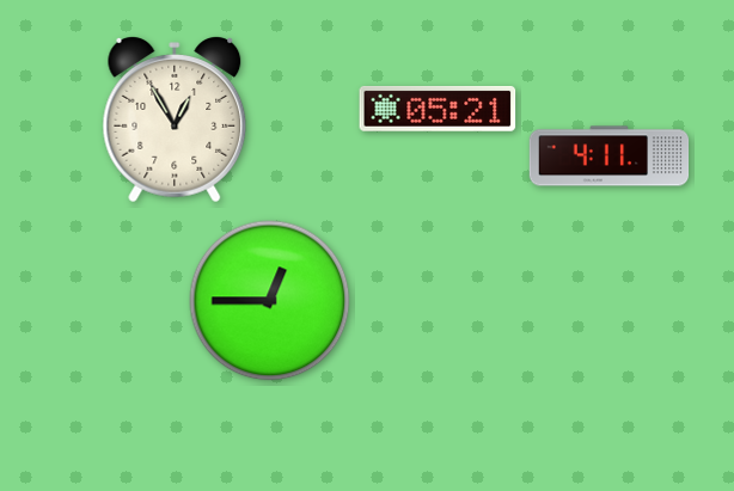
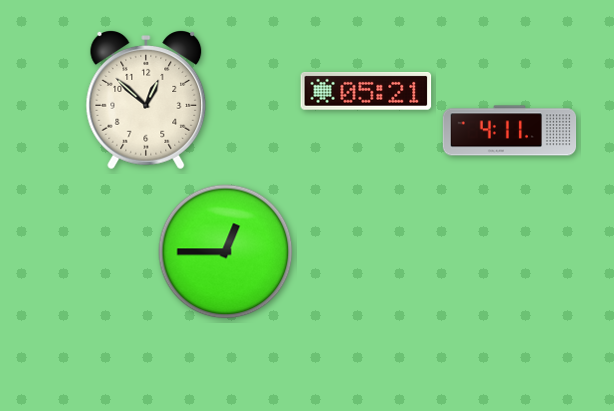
clock at (175, 121): 12:55 -> 12:52
